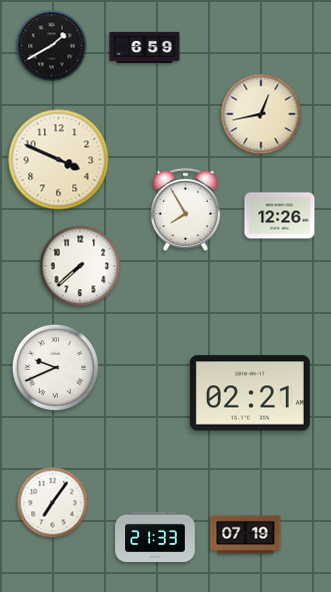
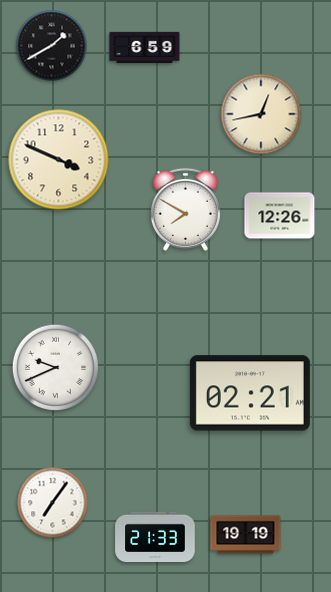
clock at (185, 209): 7:55 -> 7:50
clock at (80, 266): 7:38 -> none
clock at (246, 535): 07:19 -> 19:19
